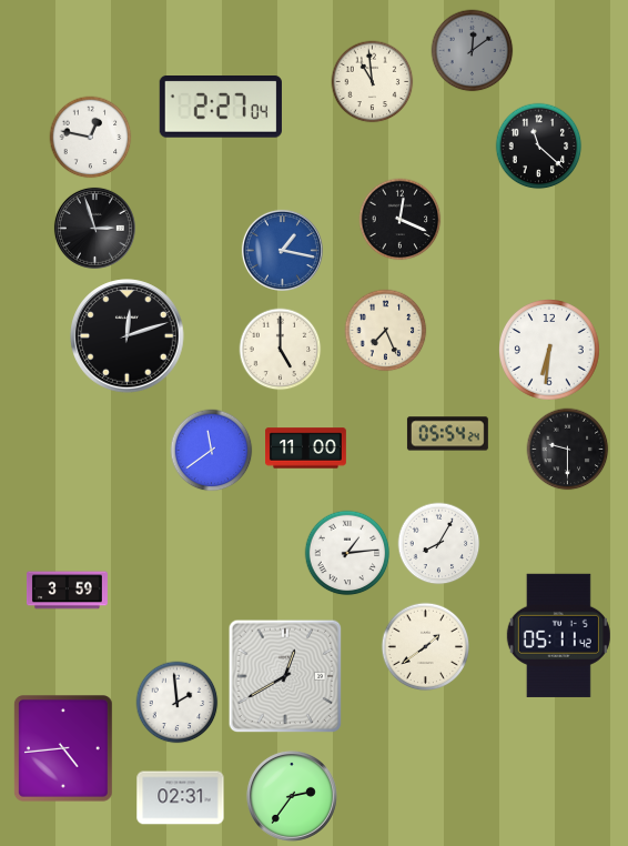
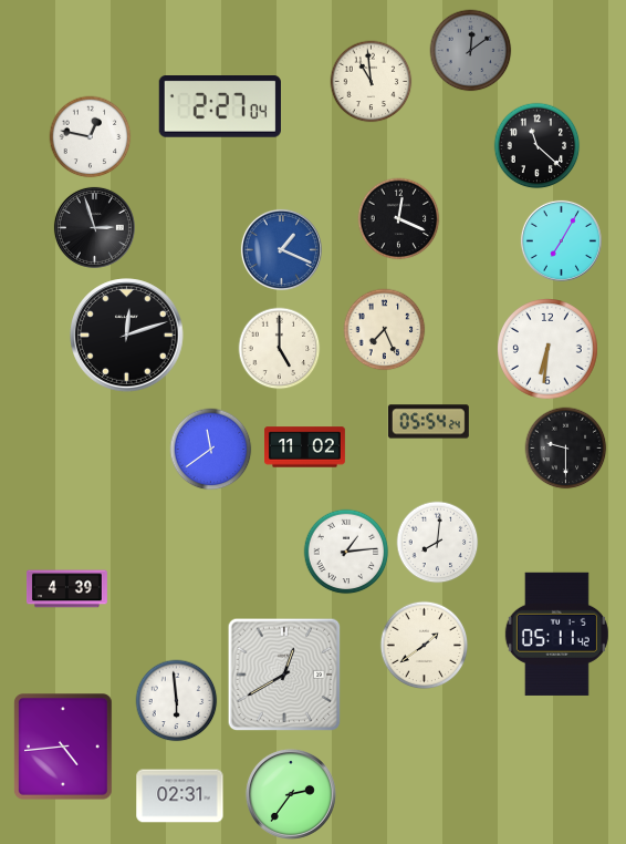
clock at (561, 240): none -> 7:05
clock at (282, 250): 1:17 -> 1:19
clock at (447, 434) position: (447, 434) -> (428, 422)
clock at (306, 449): 11:00 -> 11:02
clock at (439, 544): 8:05 -> 8:01
clock at (68, 591): 3:59 -> 4:39
clock at (178, 703): 1:59 -> 5:59
